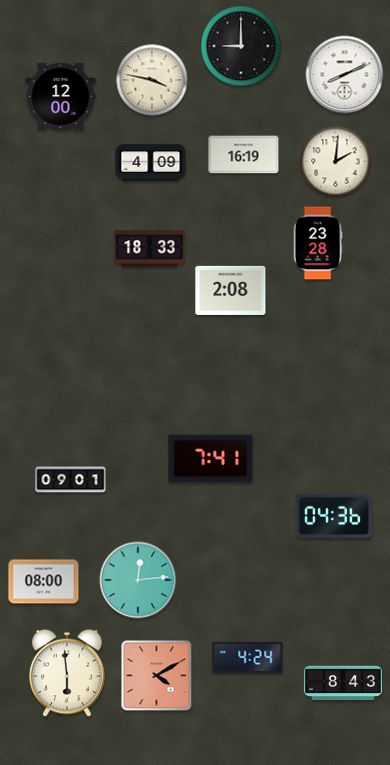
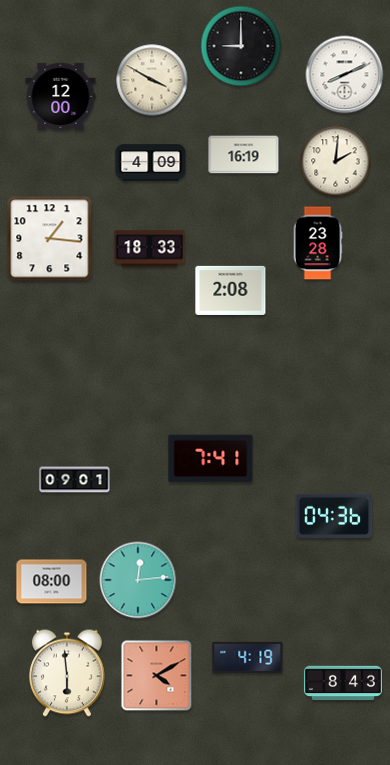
clock at (152, 80): 3:47 -> 3:50
clock at (50, 239): none -> 1:16
clock at (71, 480) position: (71, 480) -> (75, 480)
clock at (44, 582) position: (44, 582) -> (52, 582)
clock at (248, 657): 4:24 -> 4:19
